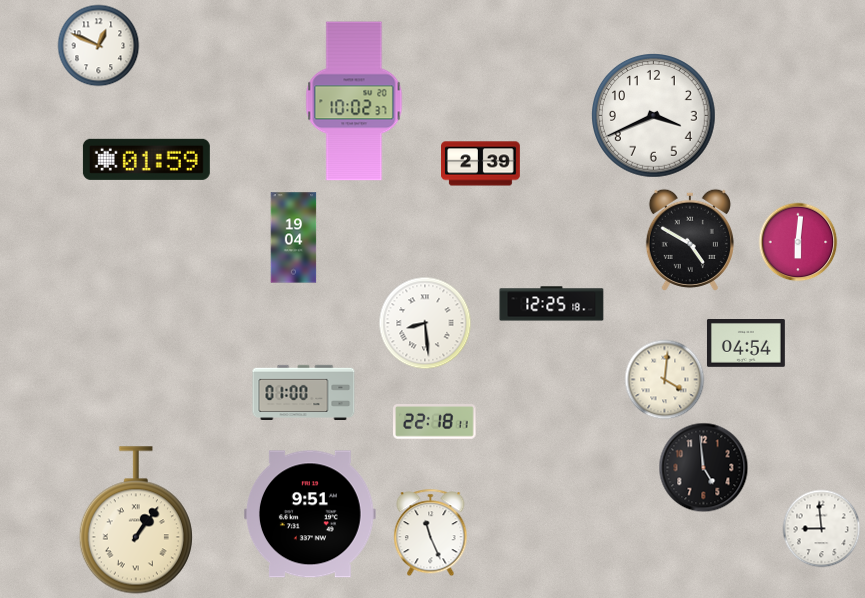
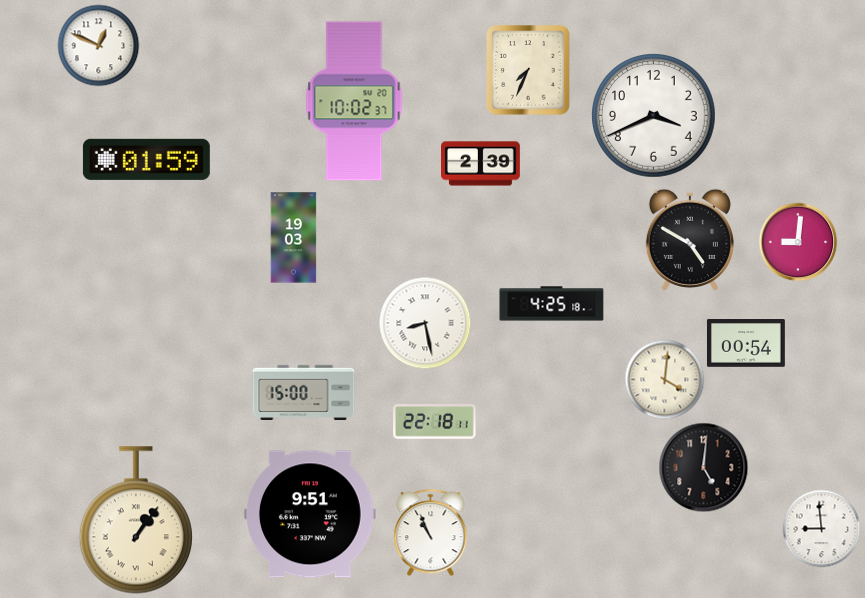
clock at (528, 70): none -> 7:34
clock at (294, 238): 19:04 -> 19:03
clock at (798, 242): 6:01 -> 9:01
clock at (552, 304): 12:25 -> 4:25
clock at (425, 323): 8:29 -> 8:28
clock at (746, 344): 04:54 -> 00:54
clock at (304, 392): 01:00 -> 15:00
clock at (703, 467): 4:59 -> 5:01
clock at (431, 532): 11:26 -> 10:56
